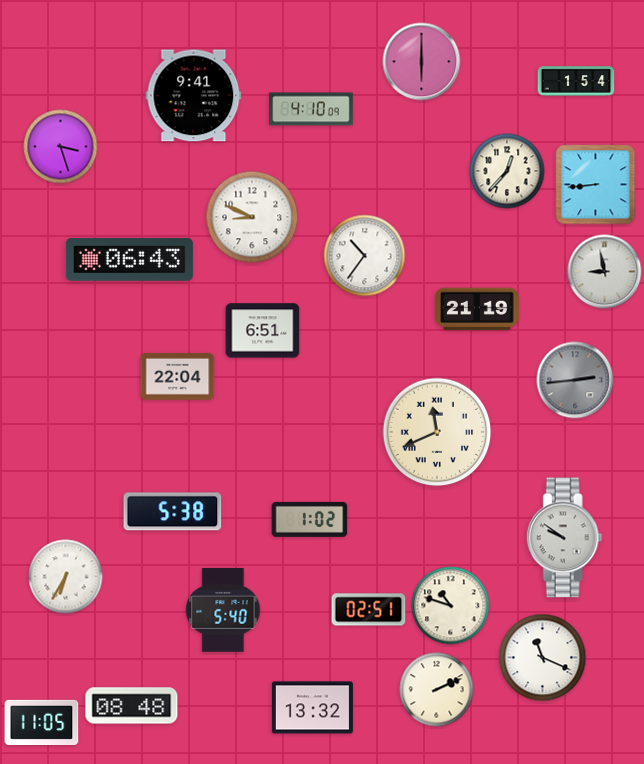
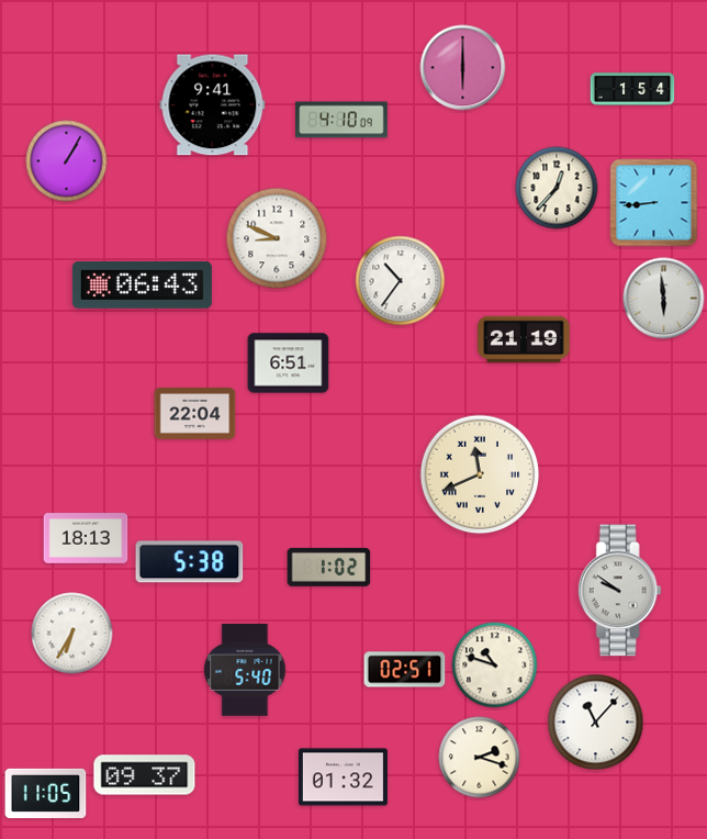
clock at (61, 147): 3:27 -> 1:05
clock at (605, 272): 8:58 -> 5:59
clock at (575, 380): 2:44 -> none
clock at (86, 538): none -> 18:13
clock at (310, 519) position: (310, 519) -> (329, 567)
clock at (543, 658): 11:19 -> 11:07
clock at (437, 690): 2:11 -> 2:18
clock at (132, 706): 08:48 -> 09:37
clock at (312, 708): 13:32 -> 01:32
